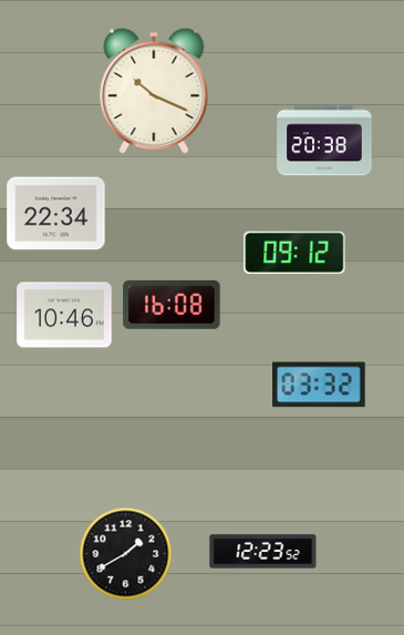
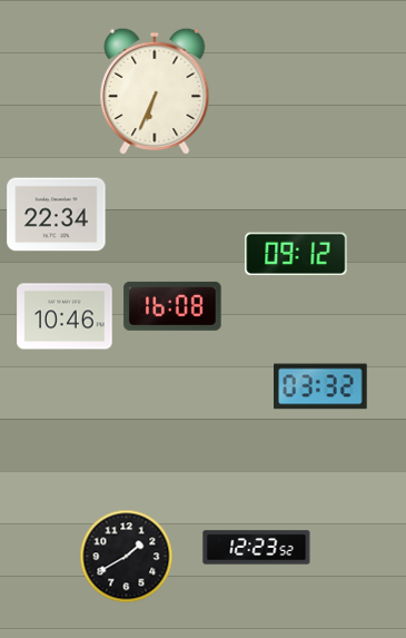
clock at (154, 91): 10:19 -> 6:34
clock at (324, 141): 20:38 -> none
clock at (263, 552) position: (263, 552) -> (257, 548)
